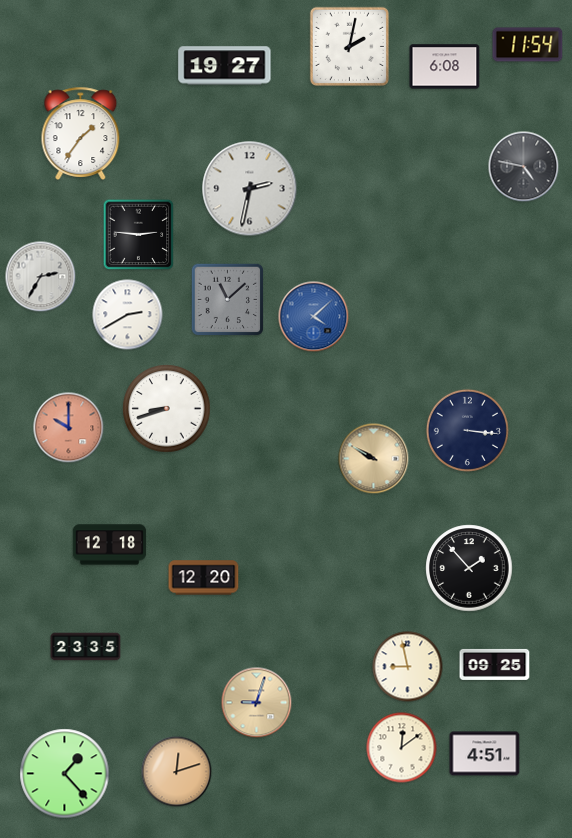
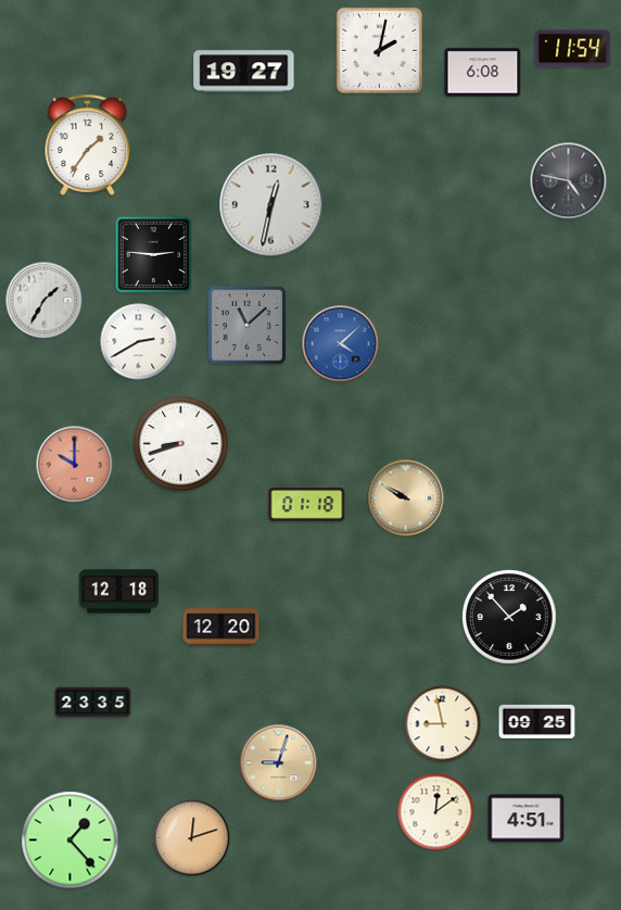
clock at (250, 189): 2:32 -> 12:32
clock at (139, 235) position: (139, 235) -> (154, 255)
clock at (41, 277): 2:35 -> 1:35
clock at (467, 430): 3:16 -> none
clock at (307, 505): none -> 01:18
